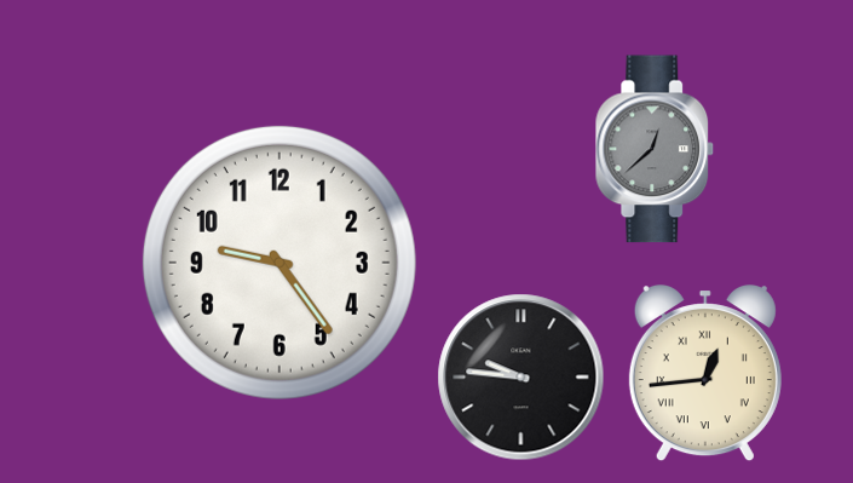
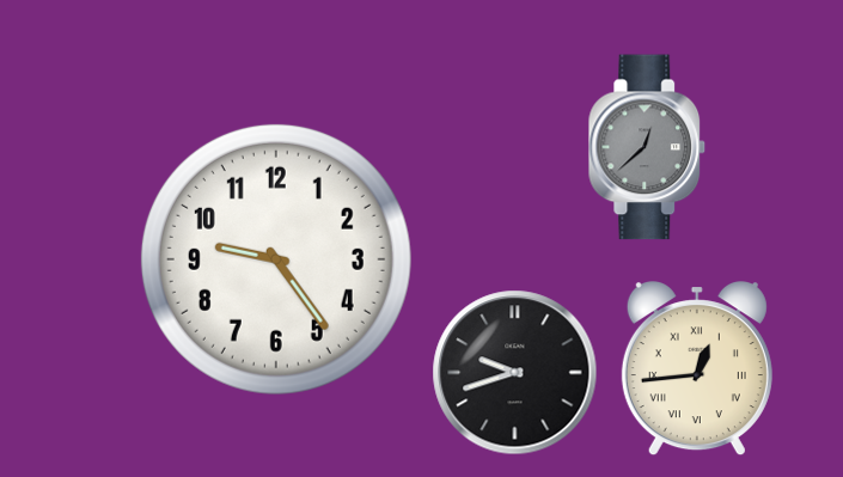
clock at (521, 378): 9:46 -> 9:42
